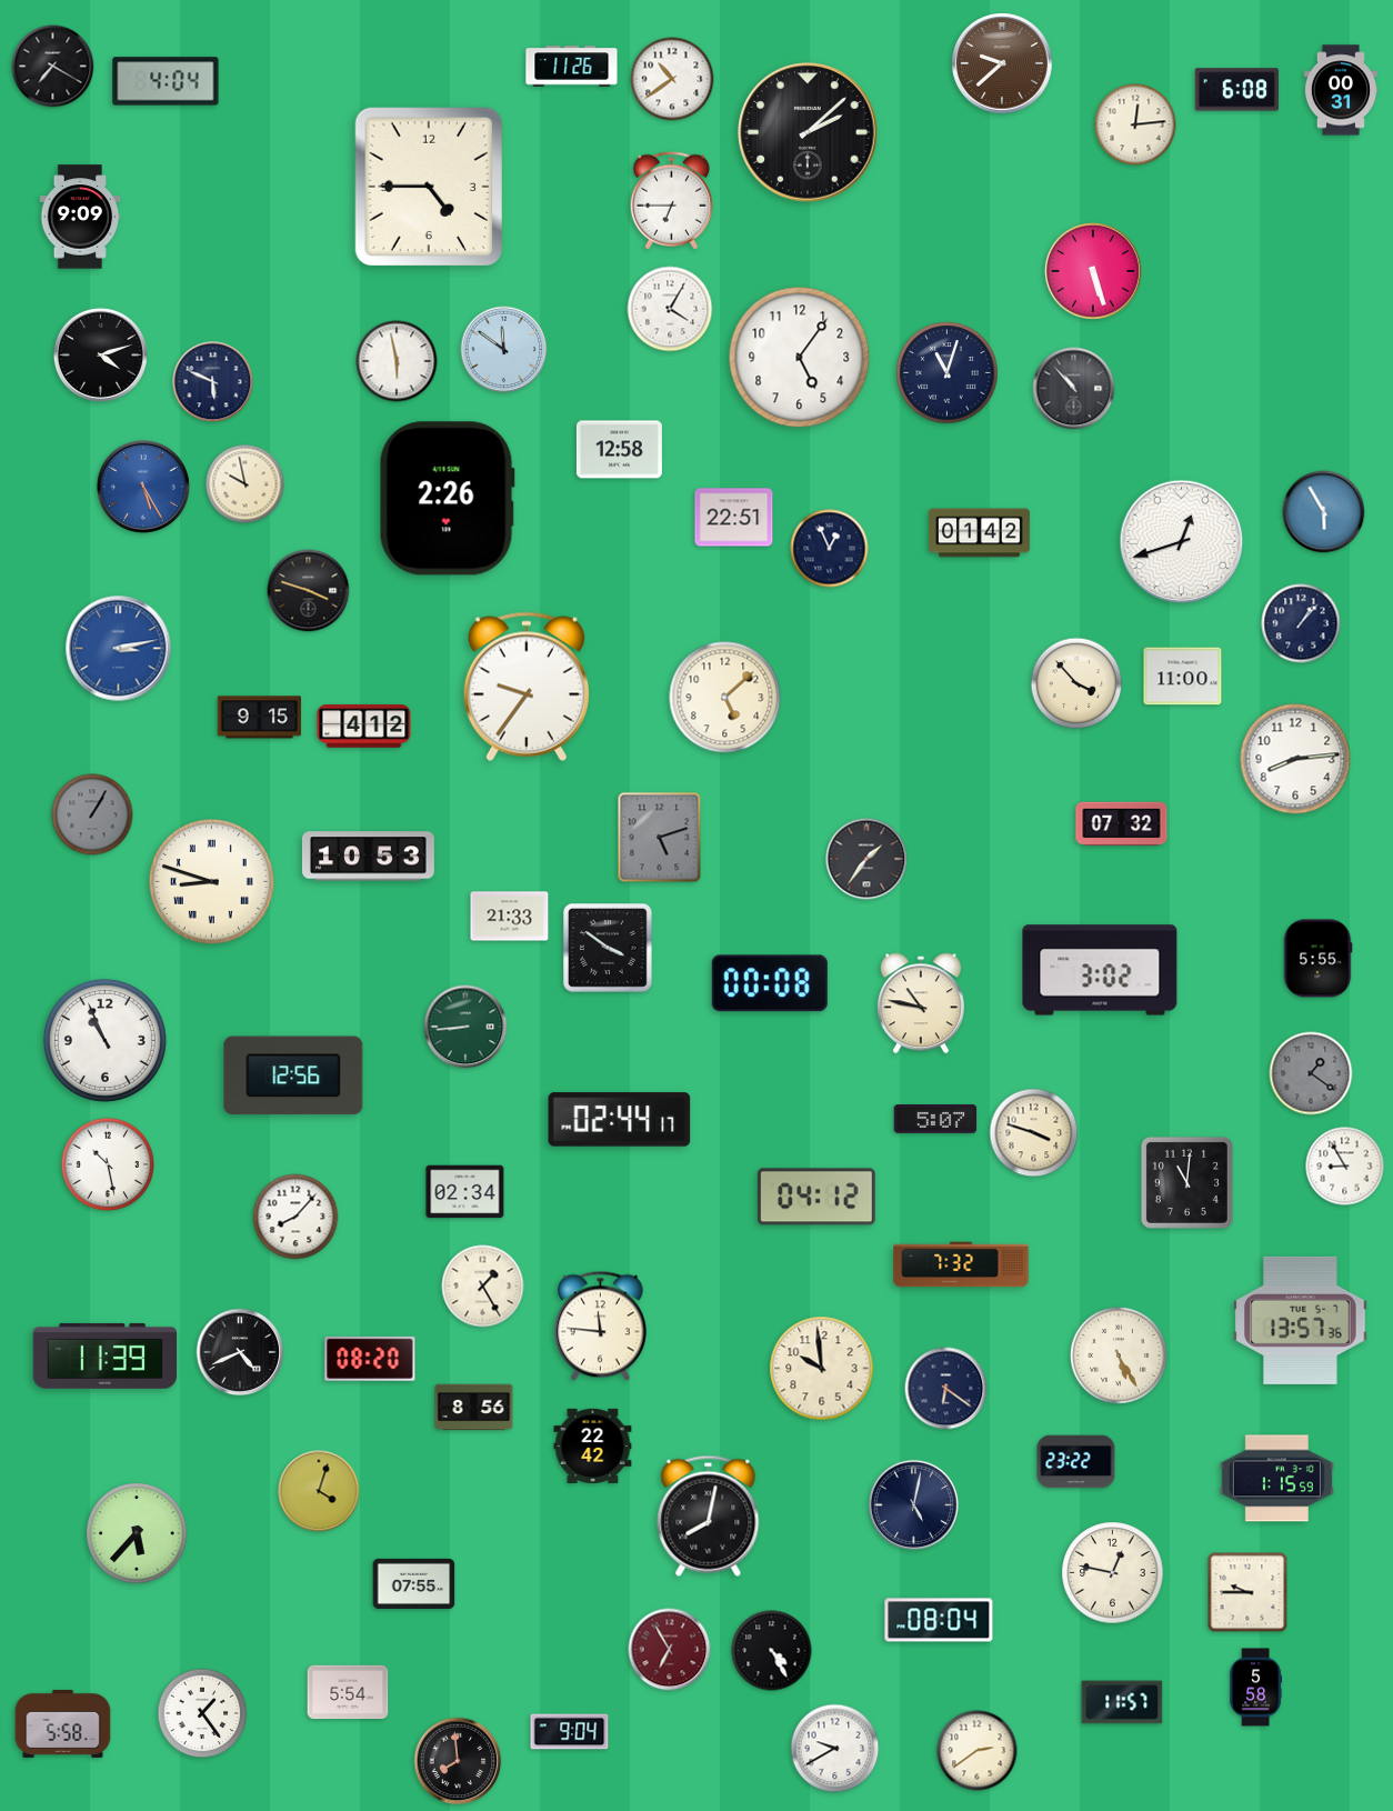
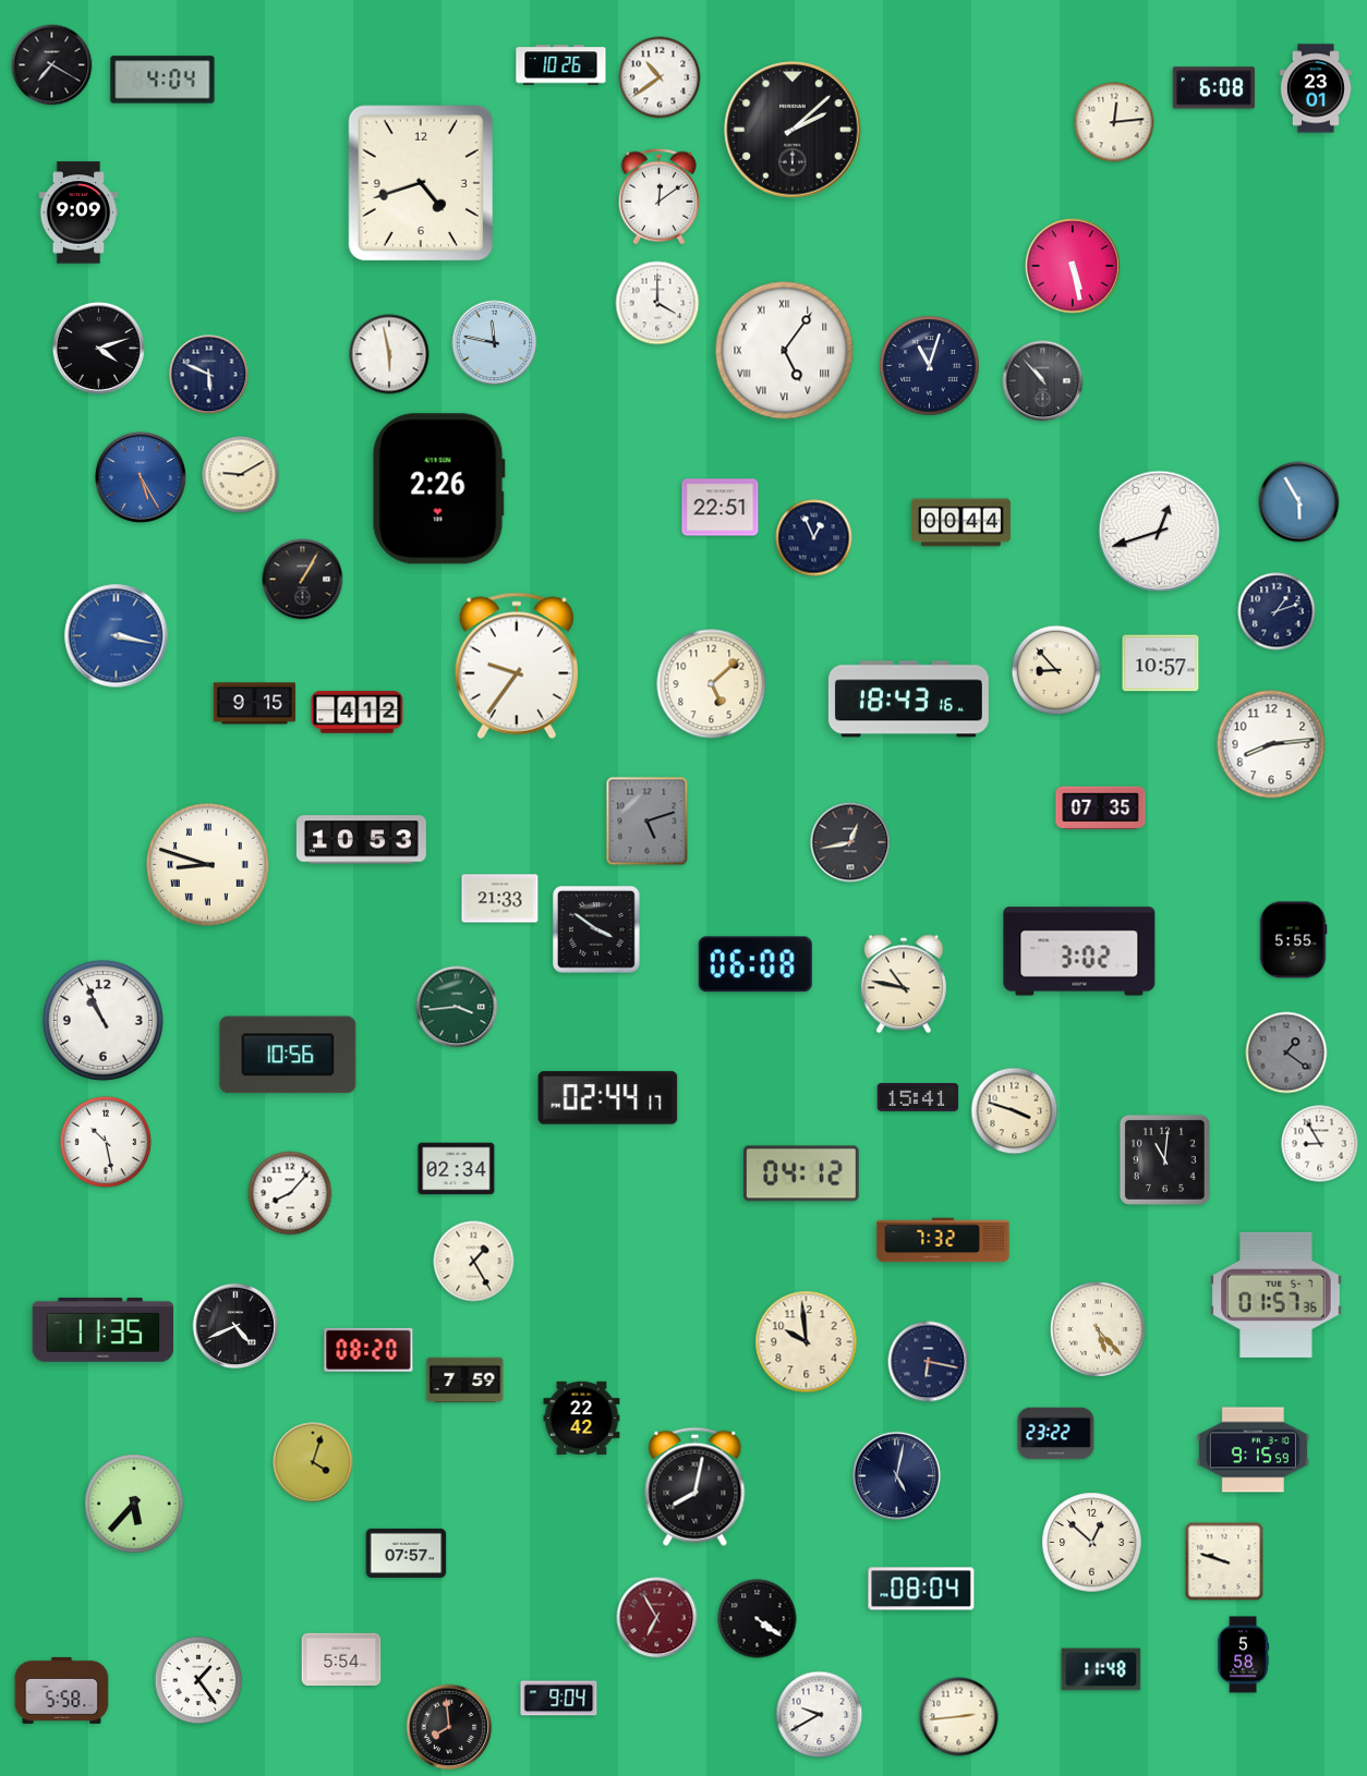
clock at (1002, 63): 9:38 -> none
clock at (572, 67): 11:26 -> 10:26
clock at (1341, 90): 00:31 -> 23:01
clock at (429, 187): 4:45 -> 4:42
clock at (671, 201): 6:45 -> 12:09
clock at (1093, 271): 5:27 -> 5:28
clock at (670, 309): 4:05 -> 4:00
clock at (504, 350): 11:51 -> 11:47
clock at (800, 358) numerals: Arabic -> Roman
clock at (1074, 389) position: (1074, 389) -> (1043, 381)
clock at (619, 450): 12:58 -> none
clock at (245, 484): 9:58 -> 9:10
clock at (980, 533): 01:42 -> 00:44
clock at (309, 591): 3:48 -> 1:05
clock at (1301, 623): 1:07 -> 1:12
clock at (119, 649): 3:13 -> 3:17
clock at (1183, 677): 11:00 -> 10:57
clock at (1076, 683): 3:53 -> 8:53
clock at (527, 687) position: (527, 687) -> (517, 666)
clock at (909, 700): none -> 18:43
clock at (92, 814): 1:05 -> none
clock at (1122, 824): 07:32 -> 07:35
clock at (866, 859): 1:36 -> 12:43
clock at (770, 983): 00:08 -> 06:08
clock at (465, 1027): 8:44 -> 3:44
clock at (293, 1075): 12:56 -> 10:56
clock at (935, 1119): 5:07 -> 15:41
clock at (1301, 1320): 13:57 -> 01:57
clock at (601, 1327): 11:46 -> none
clock at (106, 1355): 11:39 -> 11:35
clock at (1119, 1355): 5:25 -> 5:23
clock at (370, 1359) position: (370, 1359) -> (368, 1350)
clock at (946, 1389): 6:21 -> 6:17
clock at (474, 1408): 8:56 -> 7:59
clock at (1276, 1479): 1:15 -> 9:15
clock at (1113, 1573): 12:47 -> 12:52
clock at (414, 1583): 07:55 -> 07:57
clock at (1247, 1592): 9:45 -> 9:48
clock at (772, 1651): 4:25 -> 4:21
clock at (1256, 1688) position: (1256, 1688) -> (1244, 1655)
clock at (1122, 1702): 11:57 -> 11:48
clock at (978, 1751): 2:39 -> 2:44
